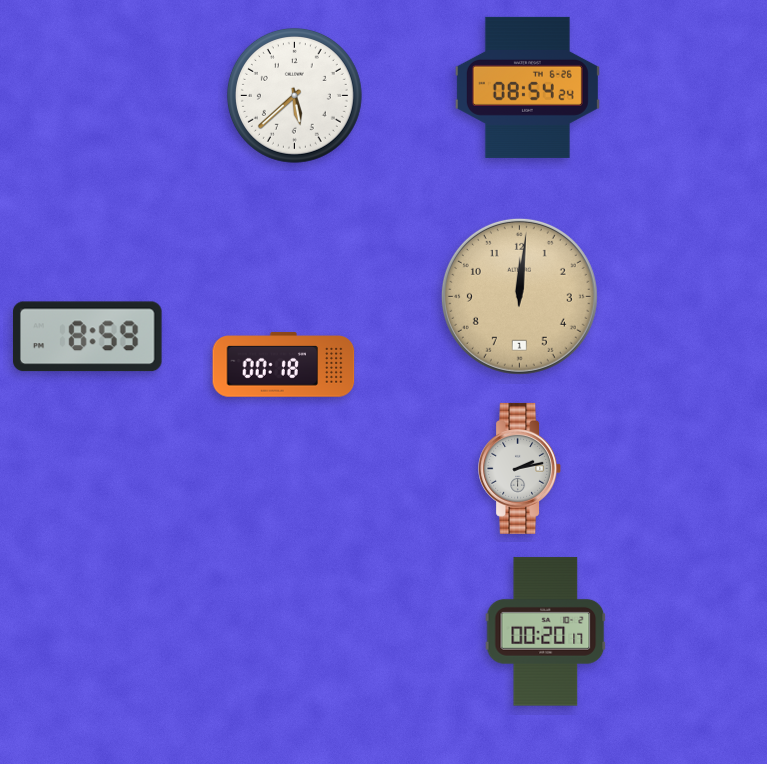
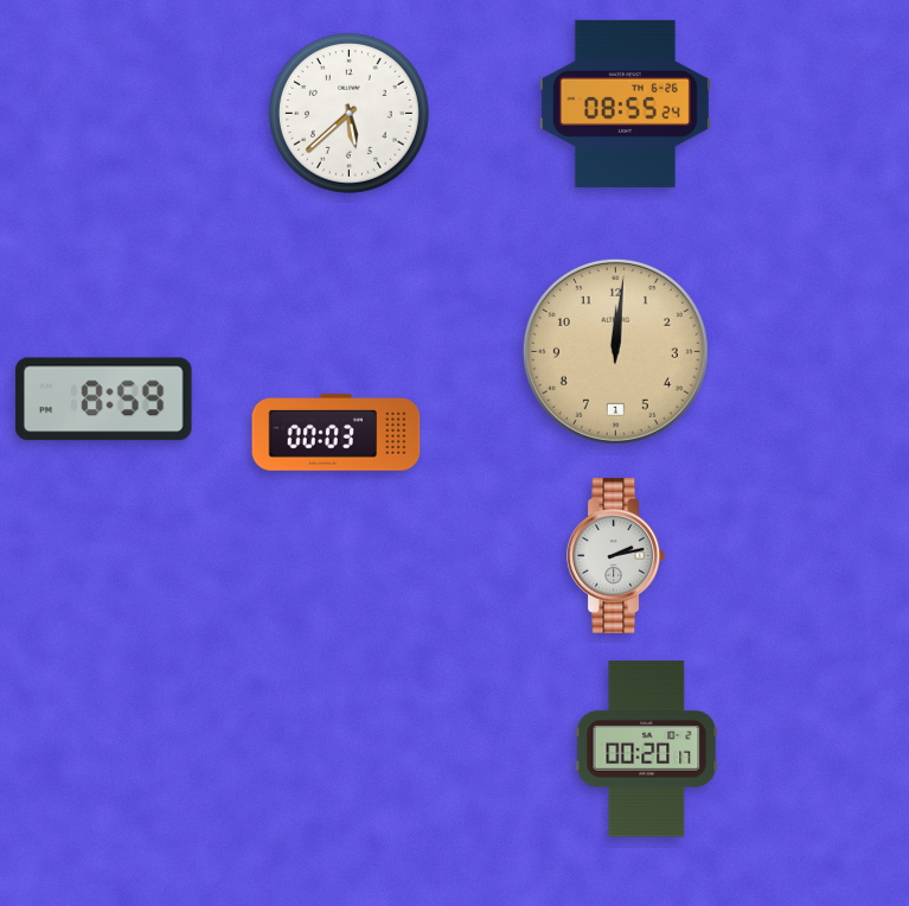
clock at (527, 87): 08:54 -> 08:55
clock at (284, 365): 00:18 -> 00:03
